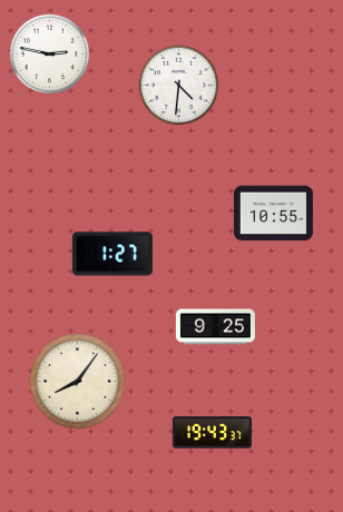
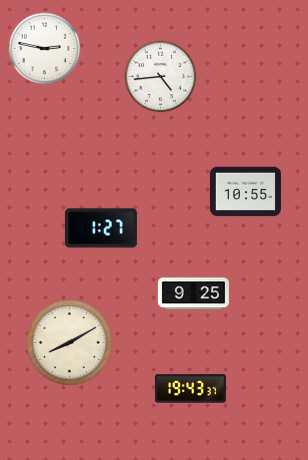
clock at (179, 86): 4:31 -> 4:44
clock at (78, 382): 8:06 -> 8:10
